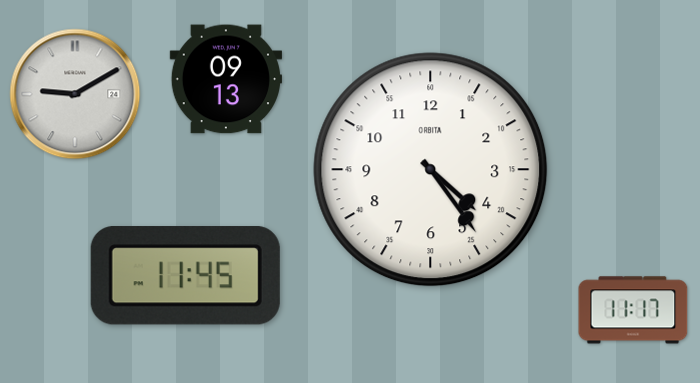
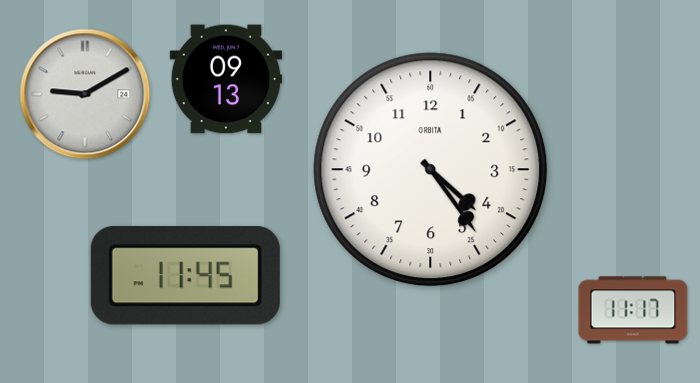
clock at (75, 94) position: (75, 94) -> (85, 94)
